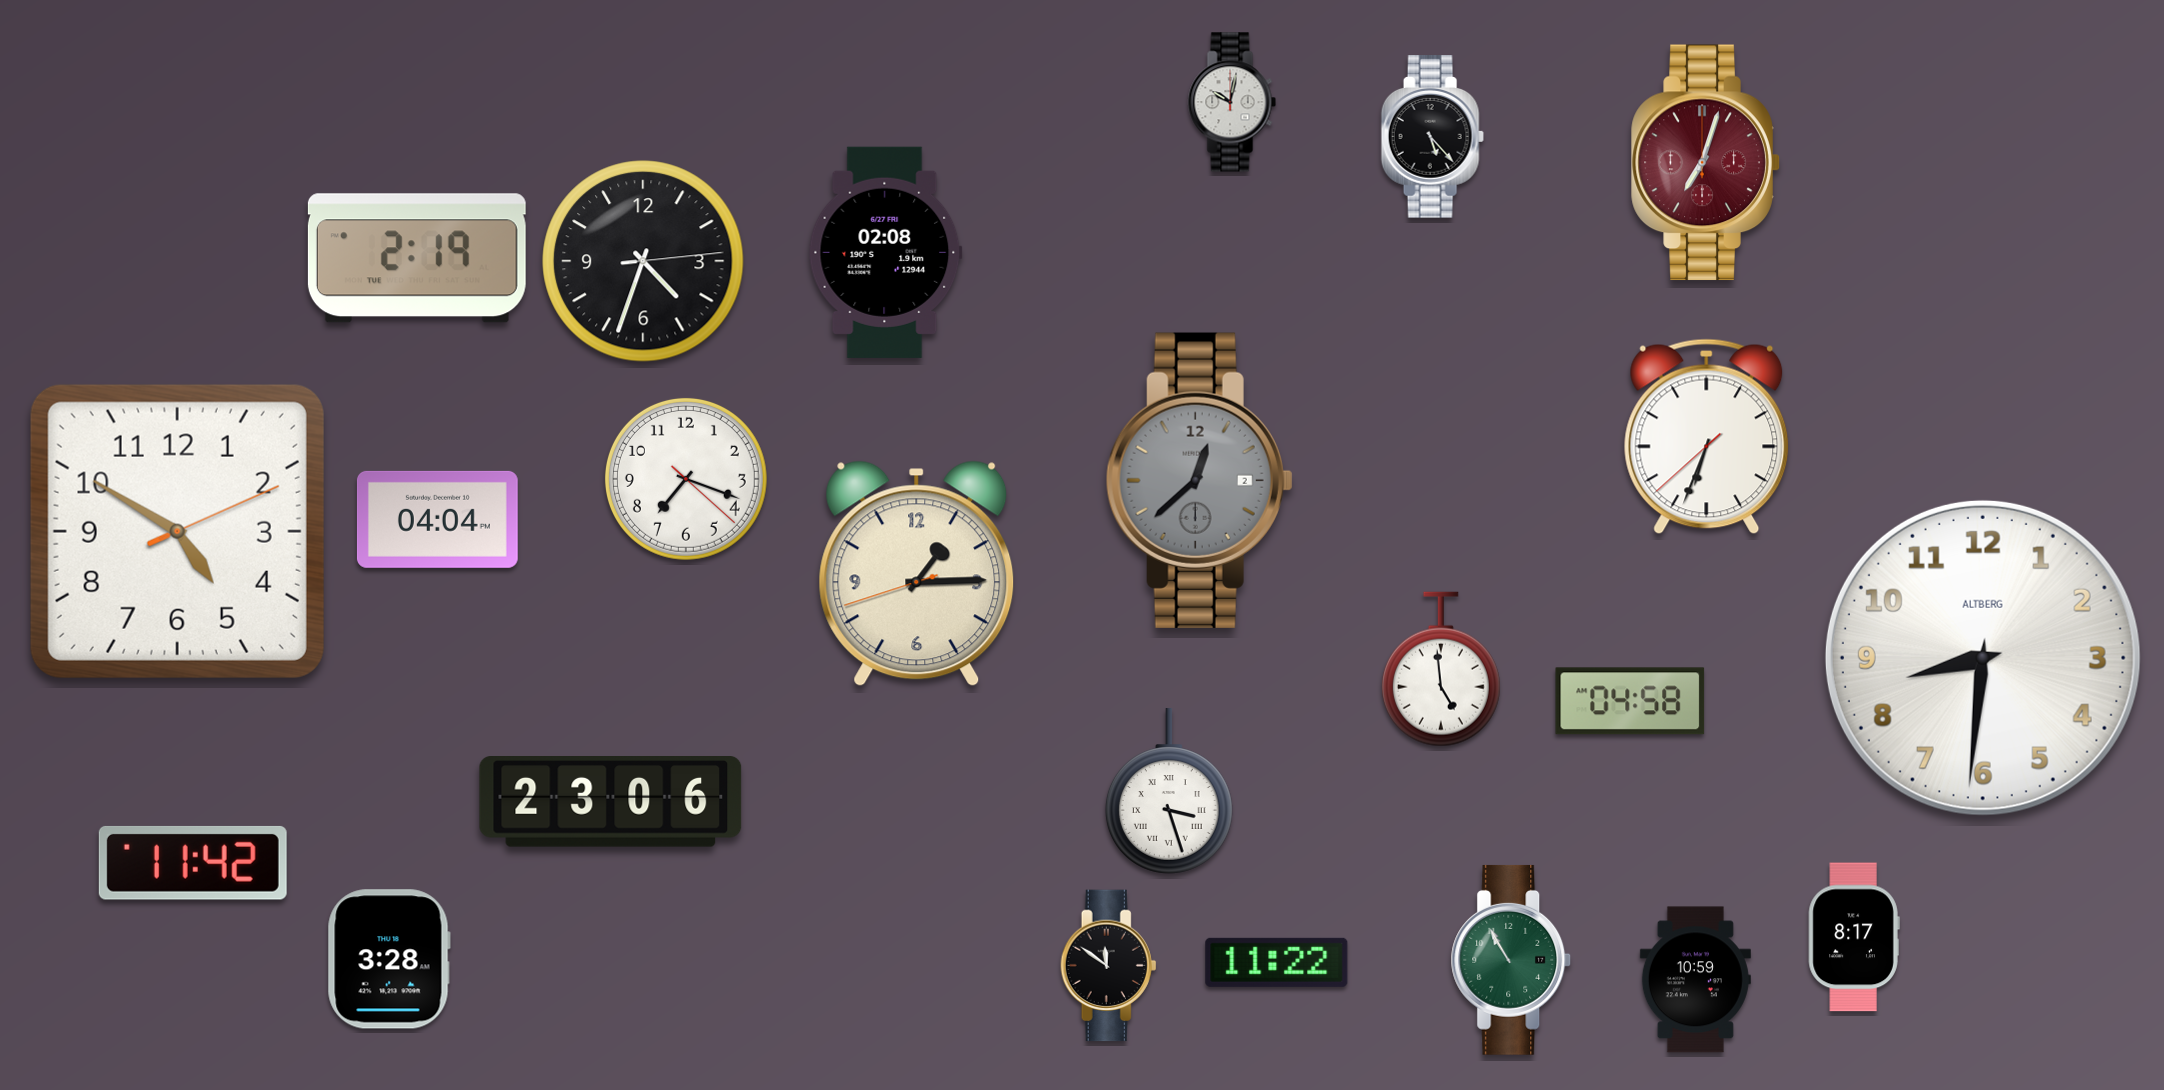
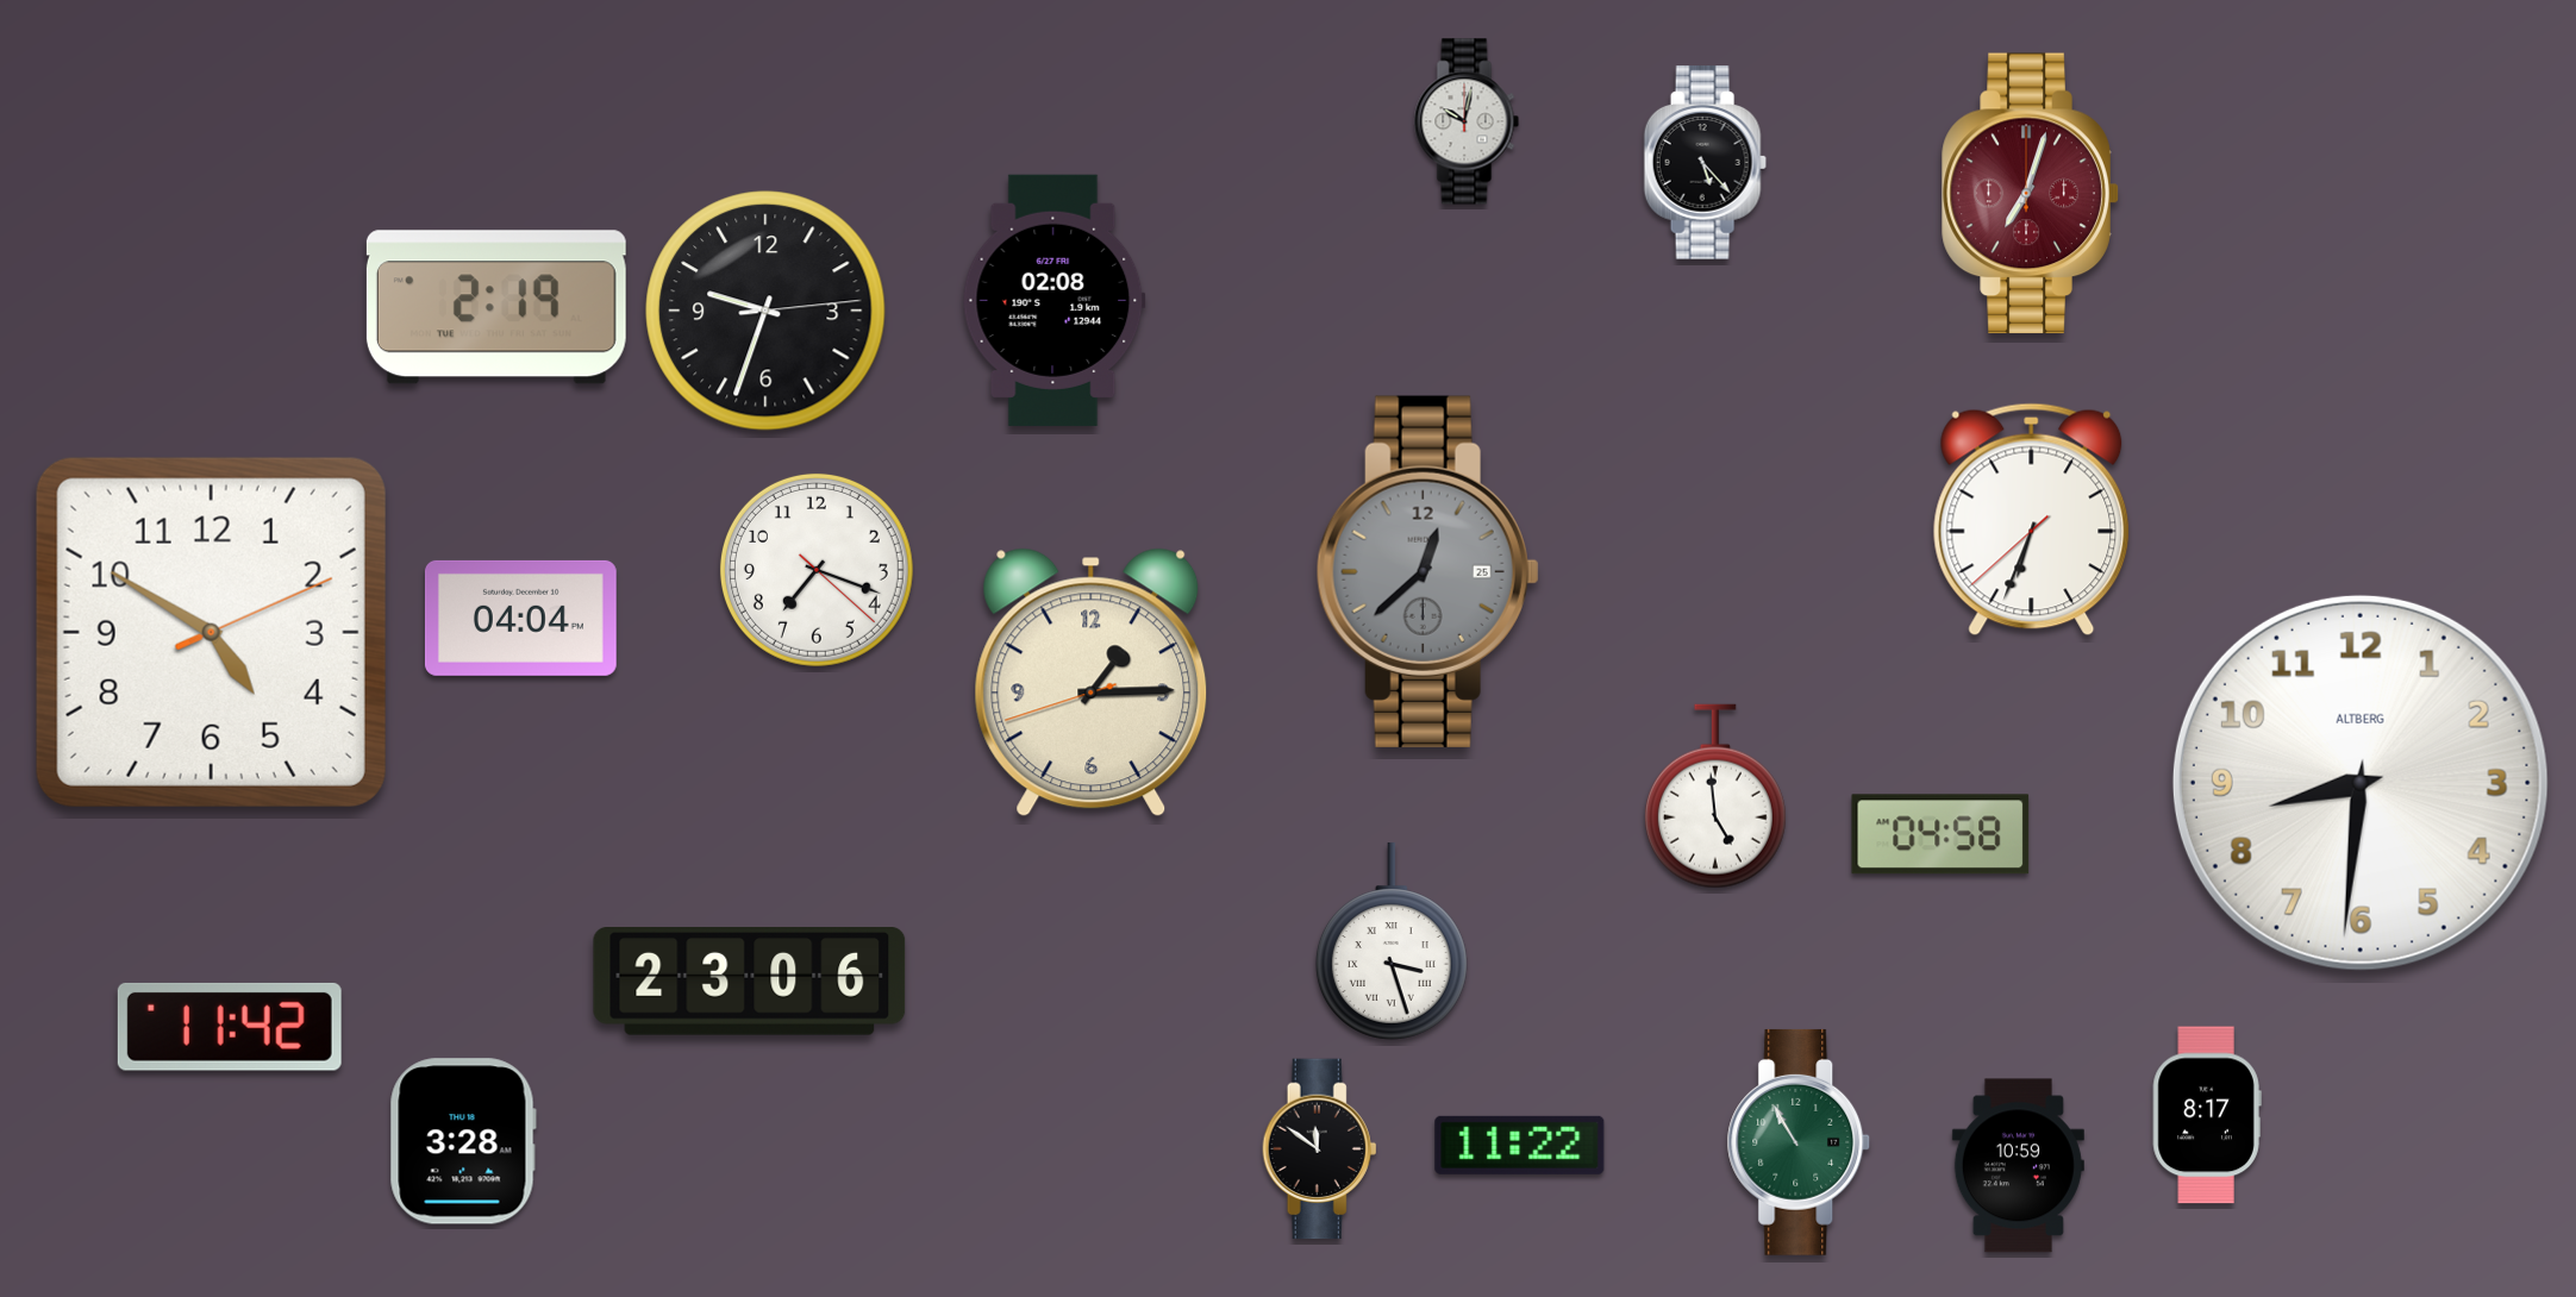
clock at (643, 261): 4:33 -> 9:33
clock at (1199, 480) date: 2 -> 25
clock at (611, 802) position: (611, 802) -> (750, 982)
